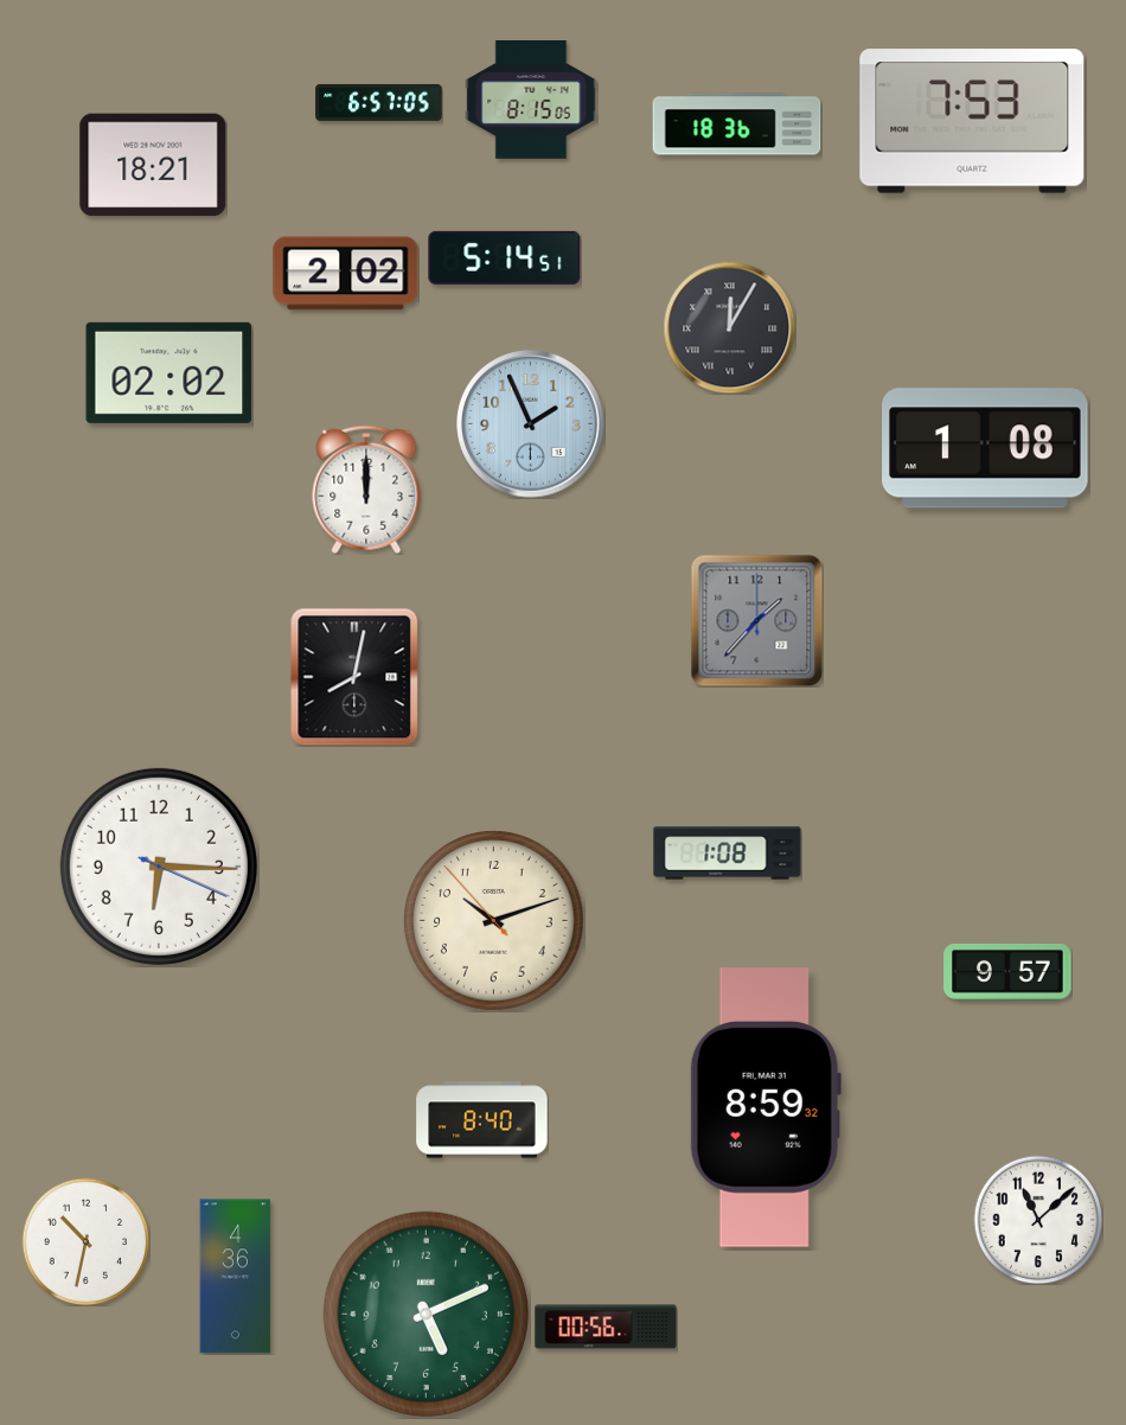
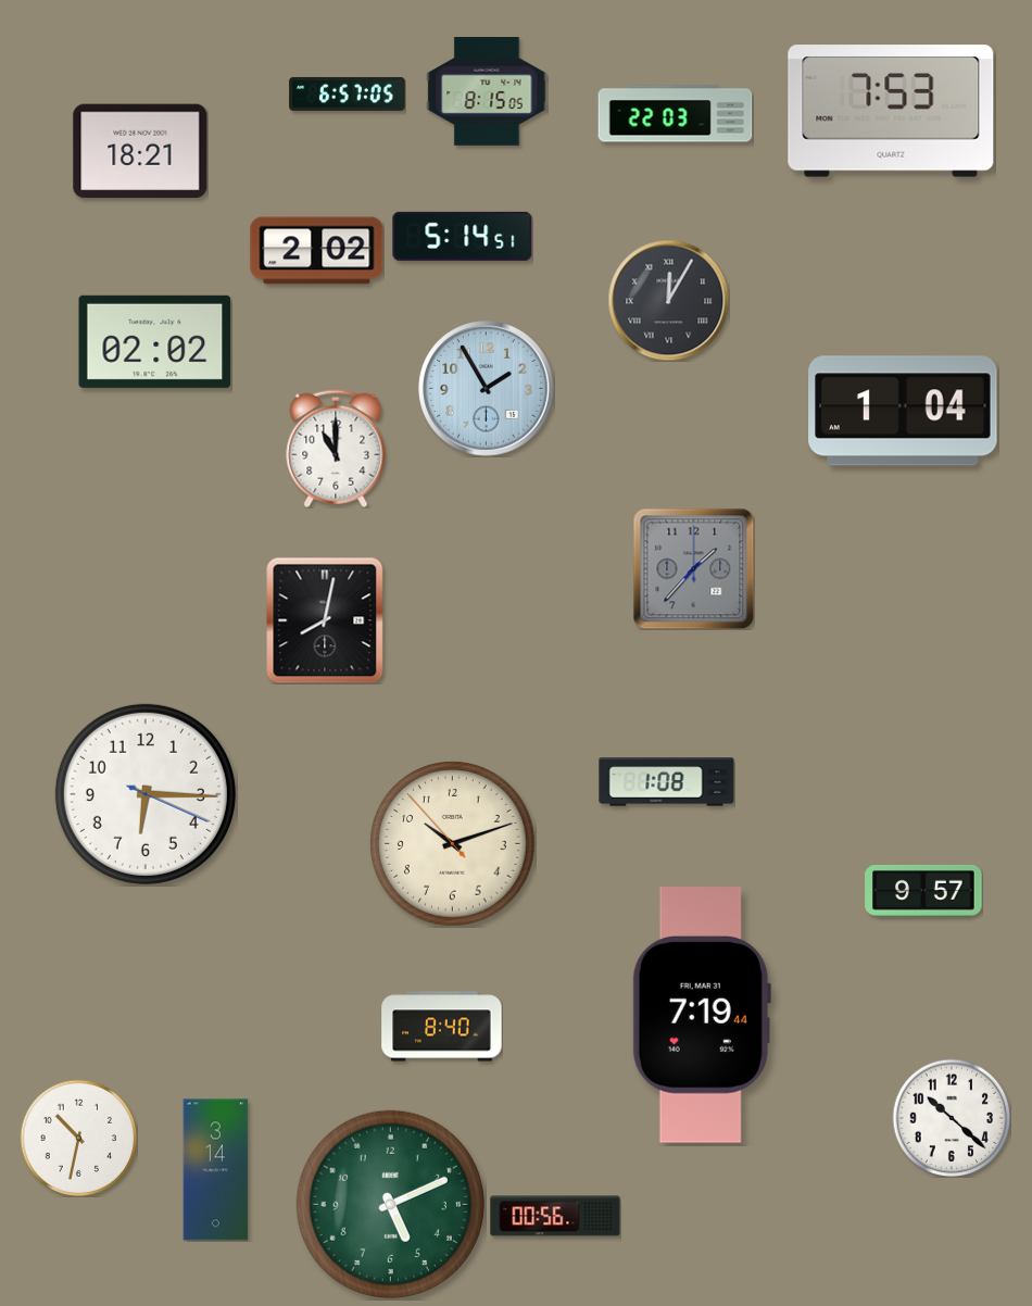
clock at (737, 124): 18:36 -> 22:03
clock at (531, 424): 1:56 -> 1:55
clock at (985, 448): 1:08 -> 1:04
clock at (366, 490): 12:00 -> 11:00
clock at (766, 1108): 8:59 -> 7:19
clock at (1038, 1220): 11:08 -> 10:22
clock at (236, 1277): 4:36 -> 3:14
